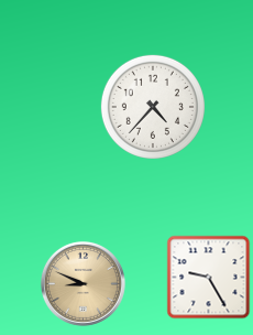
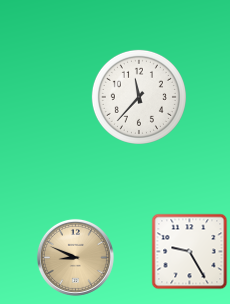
clock at (153, 107): 4:37 -> 11:37
